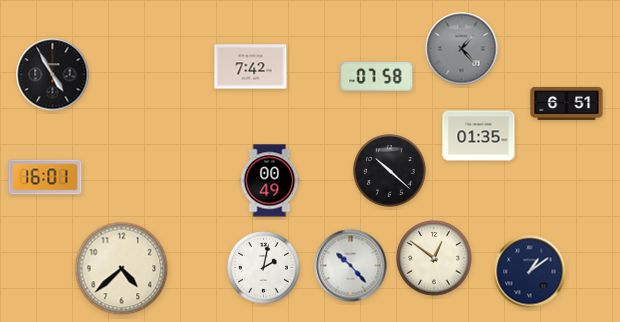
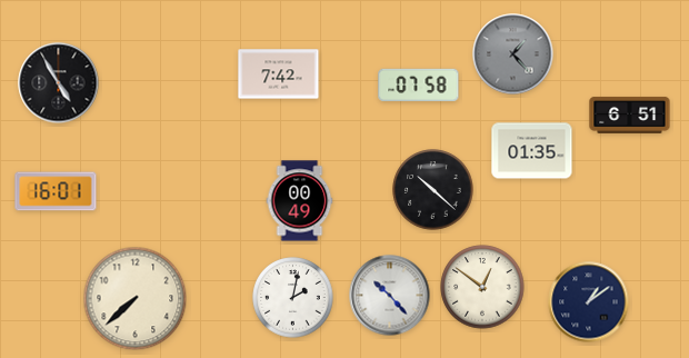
clock at (45, 177) position: (45, 177) -> (56, 191)
clock at (122, 269): 4:38 -> 7:38
